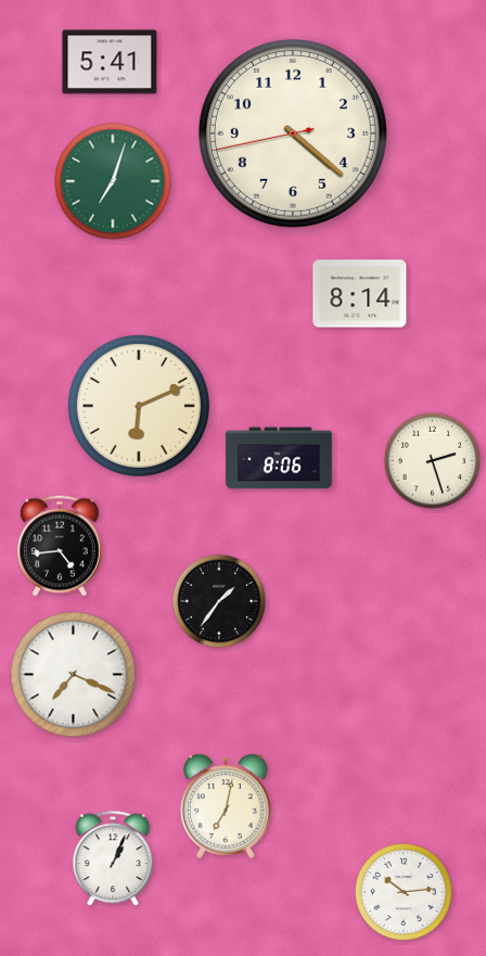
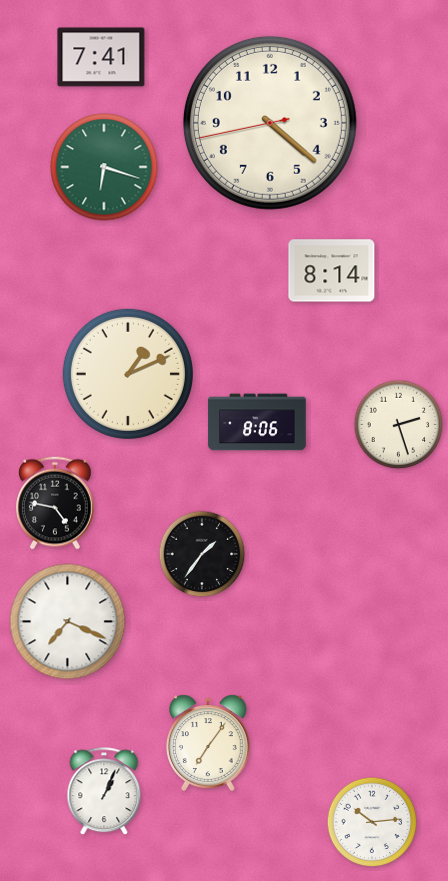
clock at (110, 62): 5:41 -> 7:41
clock at (113, 181): 7:03 -> 6:18
clock at (139, 406): 6:11 -> 1:11
clock at (60, 546): 4:44 -> 4:47
clock at (227, 806): 7:02 -> 7:06
